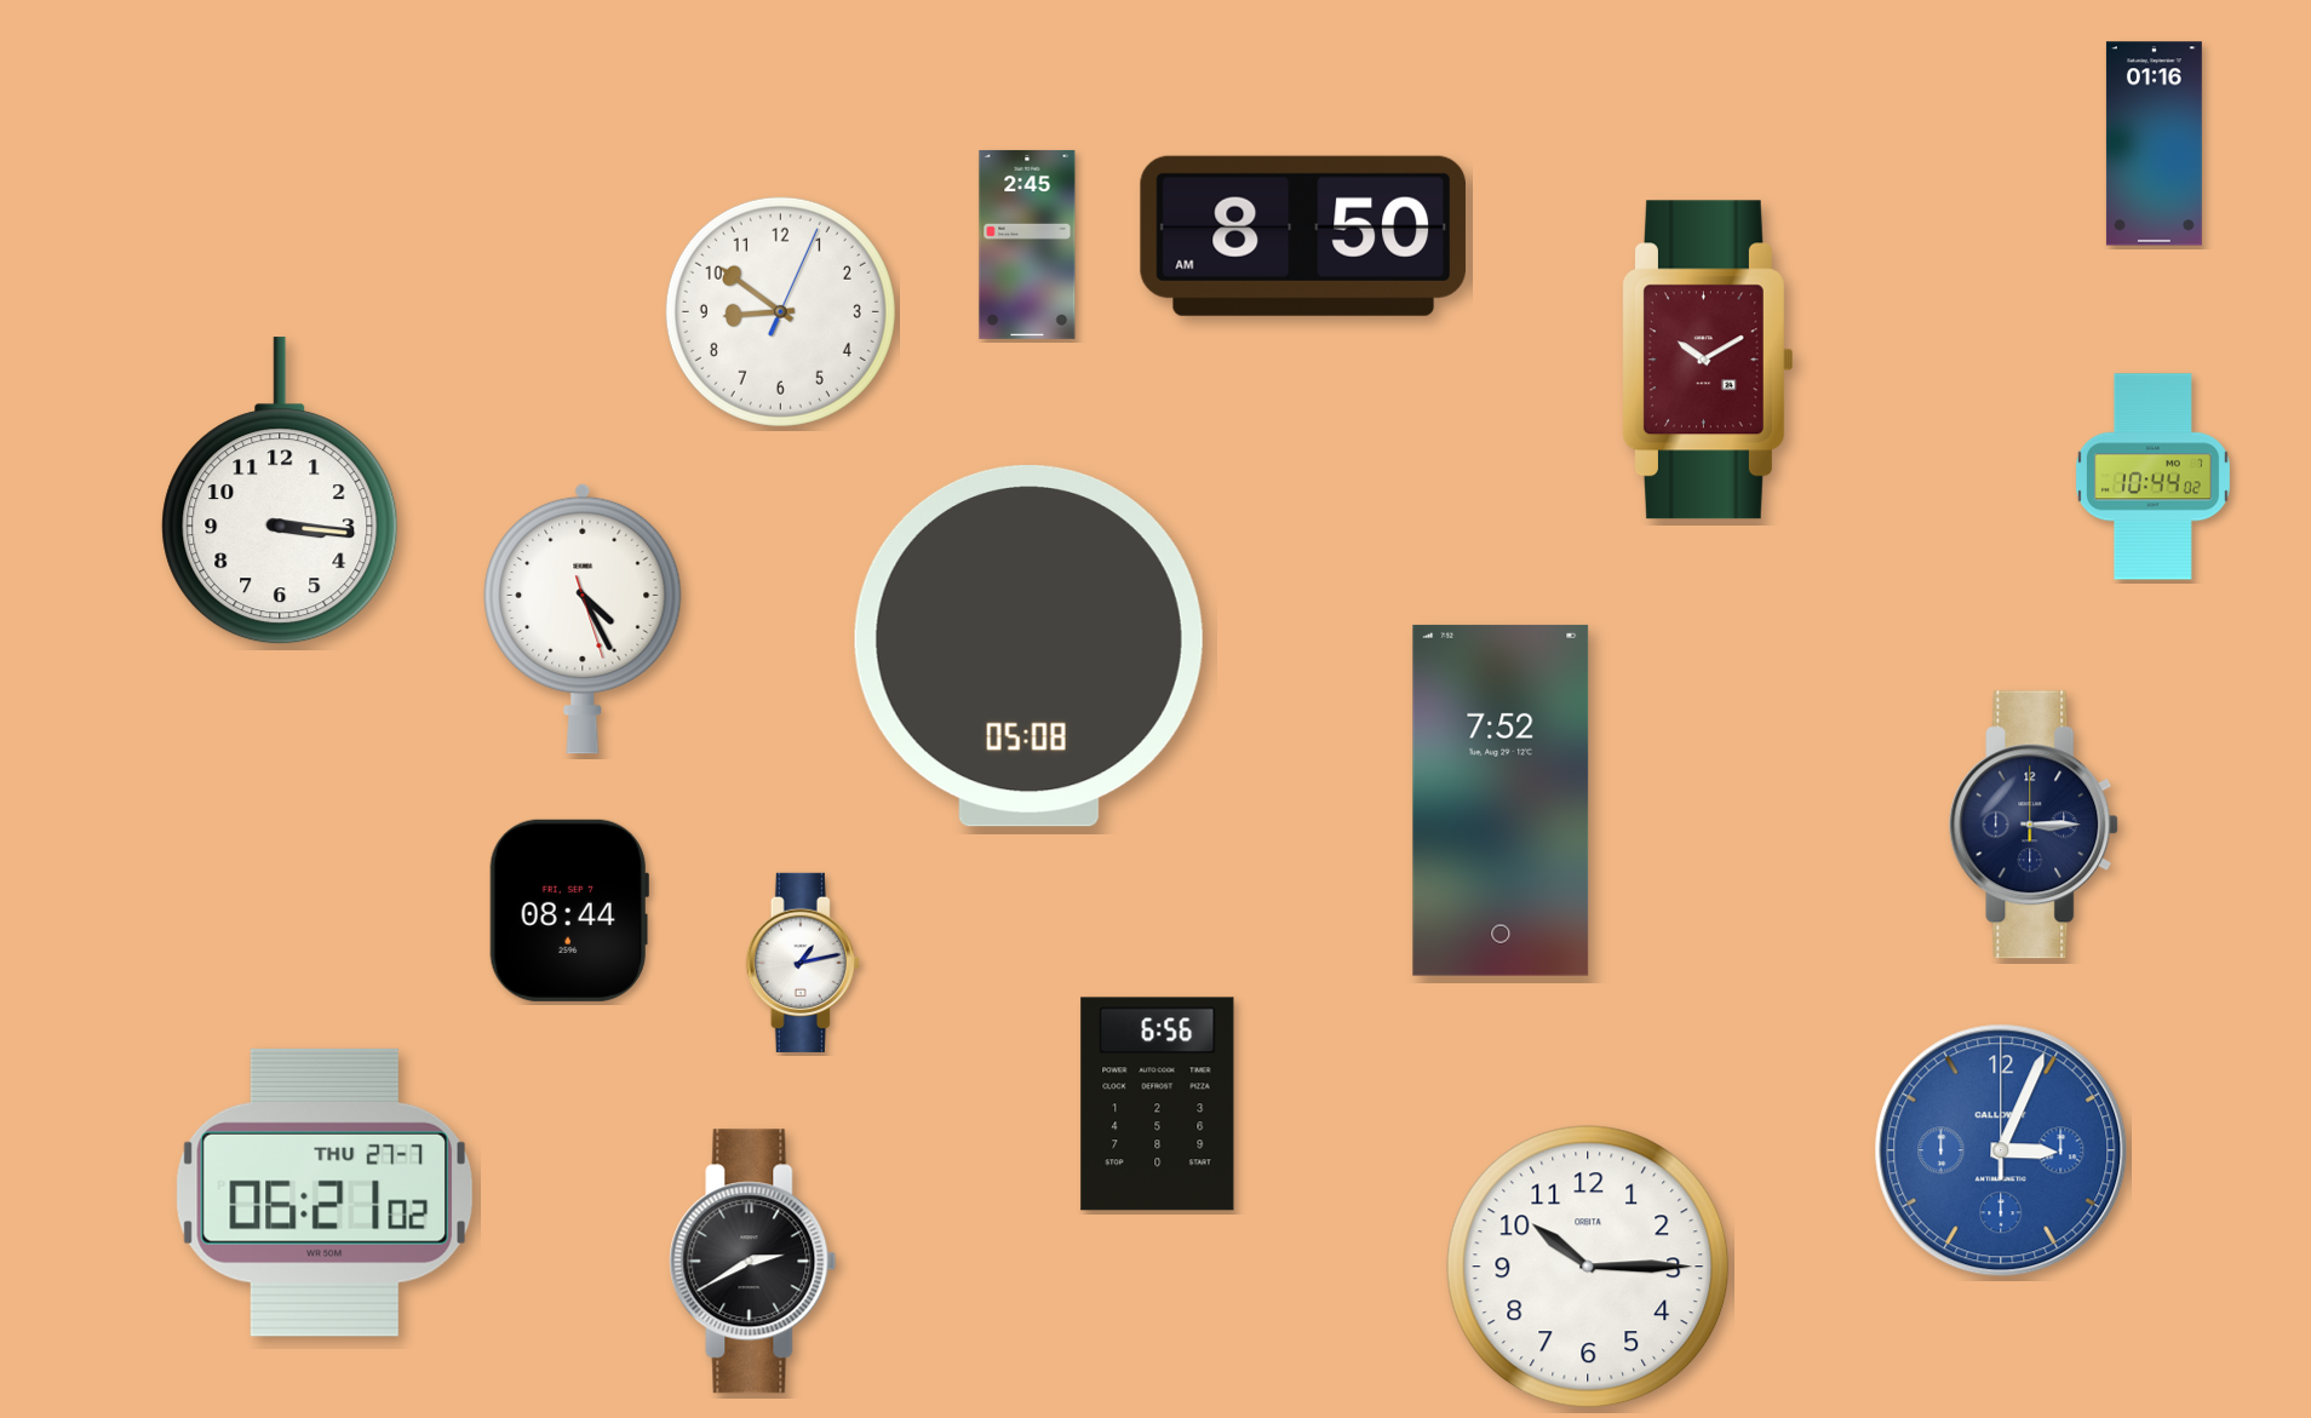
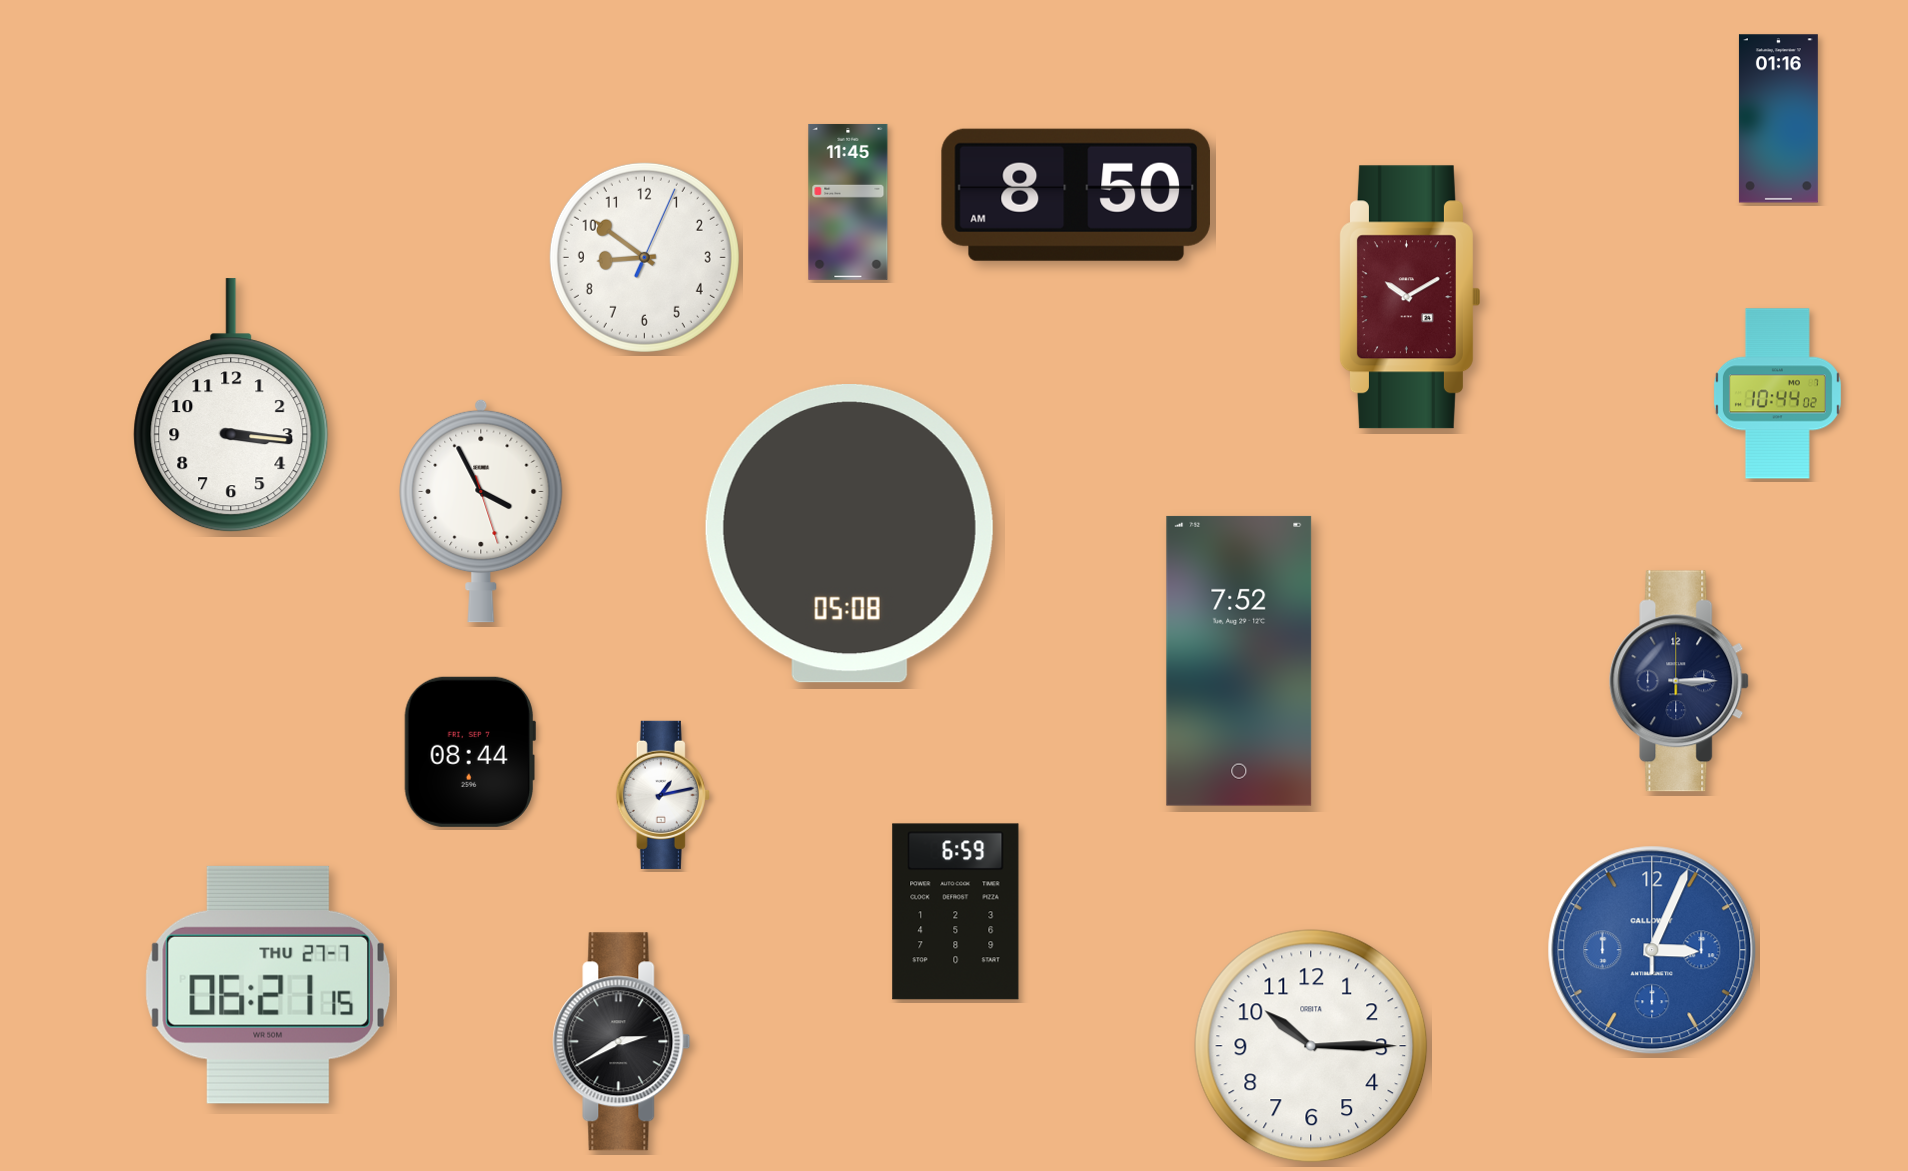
clock at (1027, 245): 2:45 -> 11:45
clock at (583, 619): 4:25 -> 3:55
clock at (1158, 1104): 6:56 -> 6:59
clock at (323, 1193): 06:21:02 -> 06:21:15
